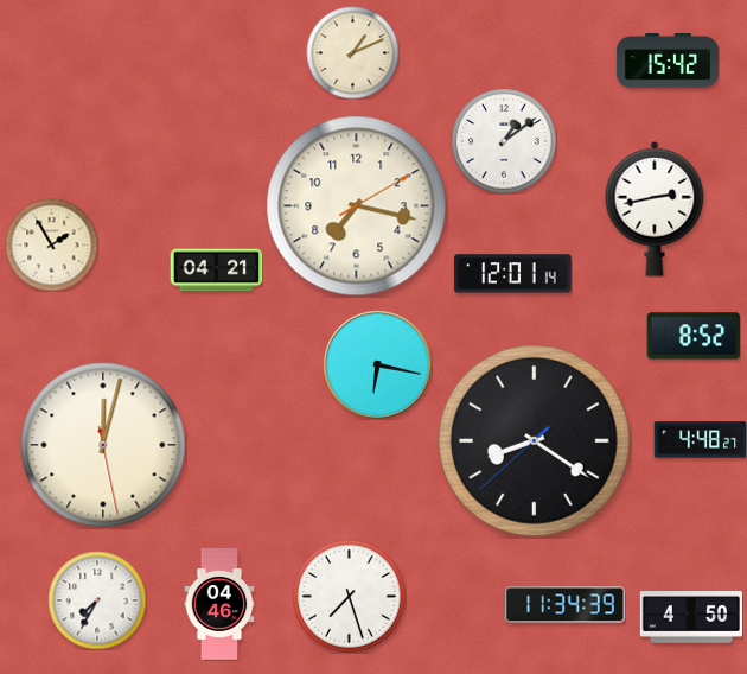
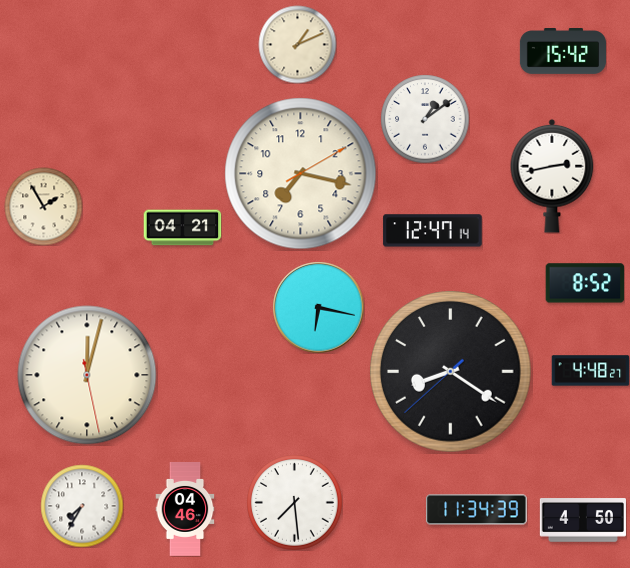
clock at (513, 274): 12:01 -> 12:47
clock at (349, 596): 7:27 -> 7:29
